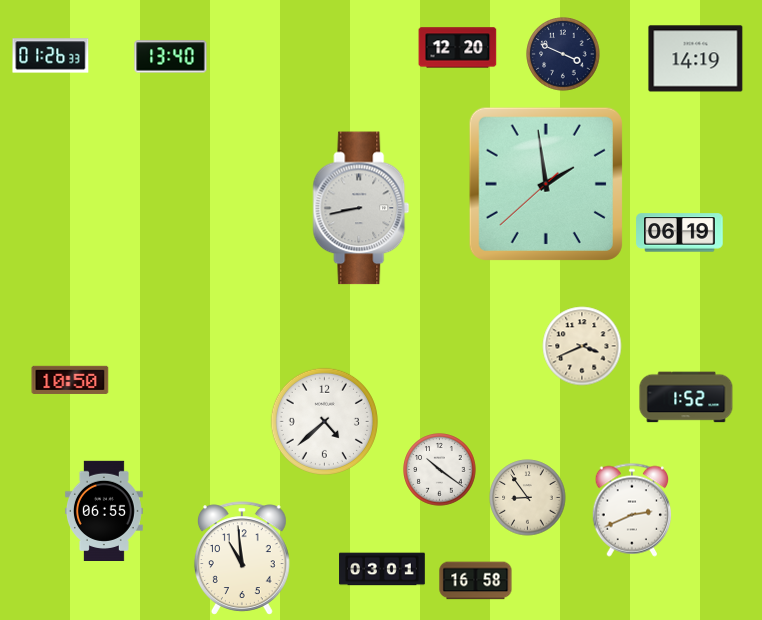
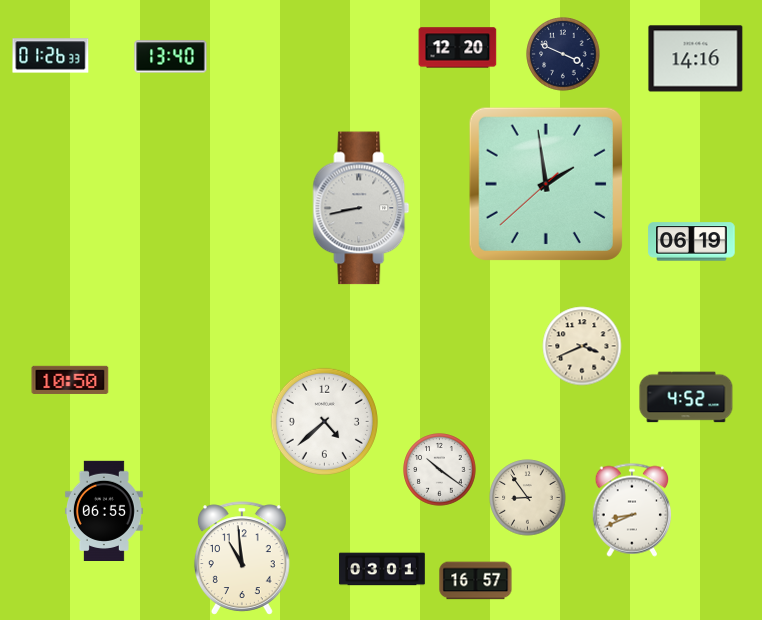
clock at (696, 59): 14:19 -> 14:16
clock at (680, 233) position: (680, 233) -> (692, 242)
clock at (686, 397): 1:52 -> 4:52
clock at (632, 510): 2:41 -> 8:41
clock at (476, 581): 16:58 -> 16:57
